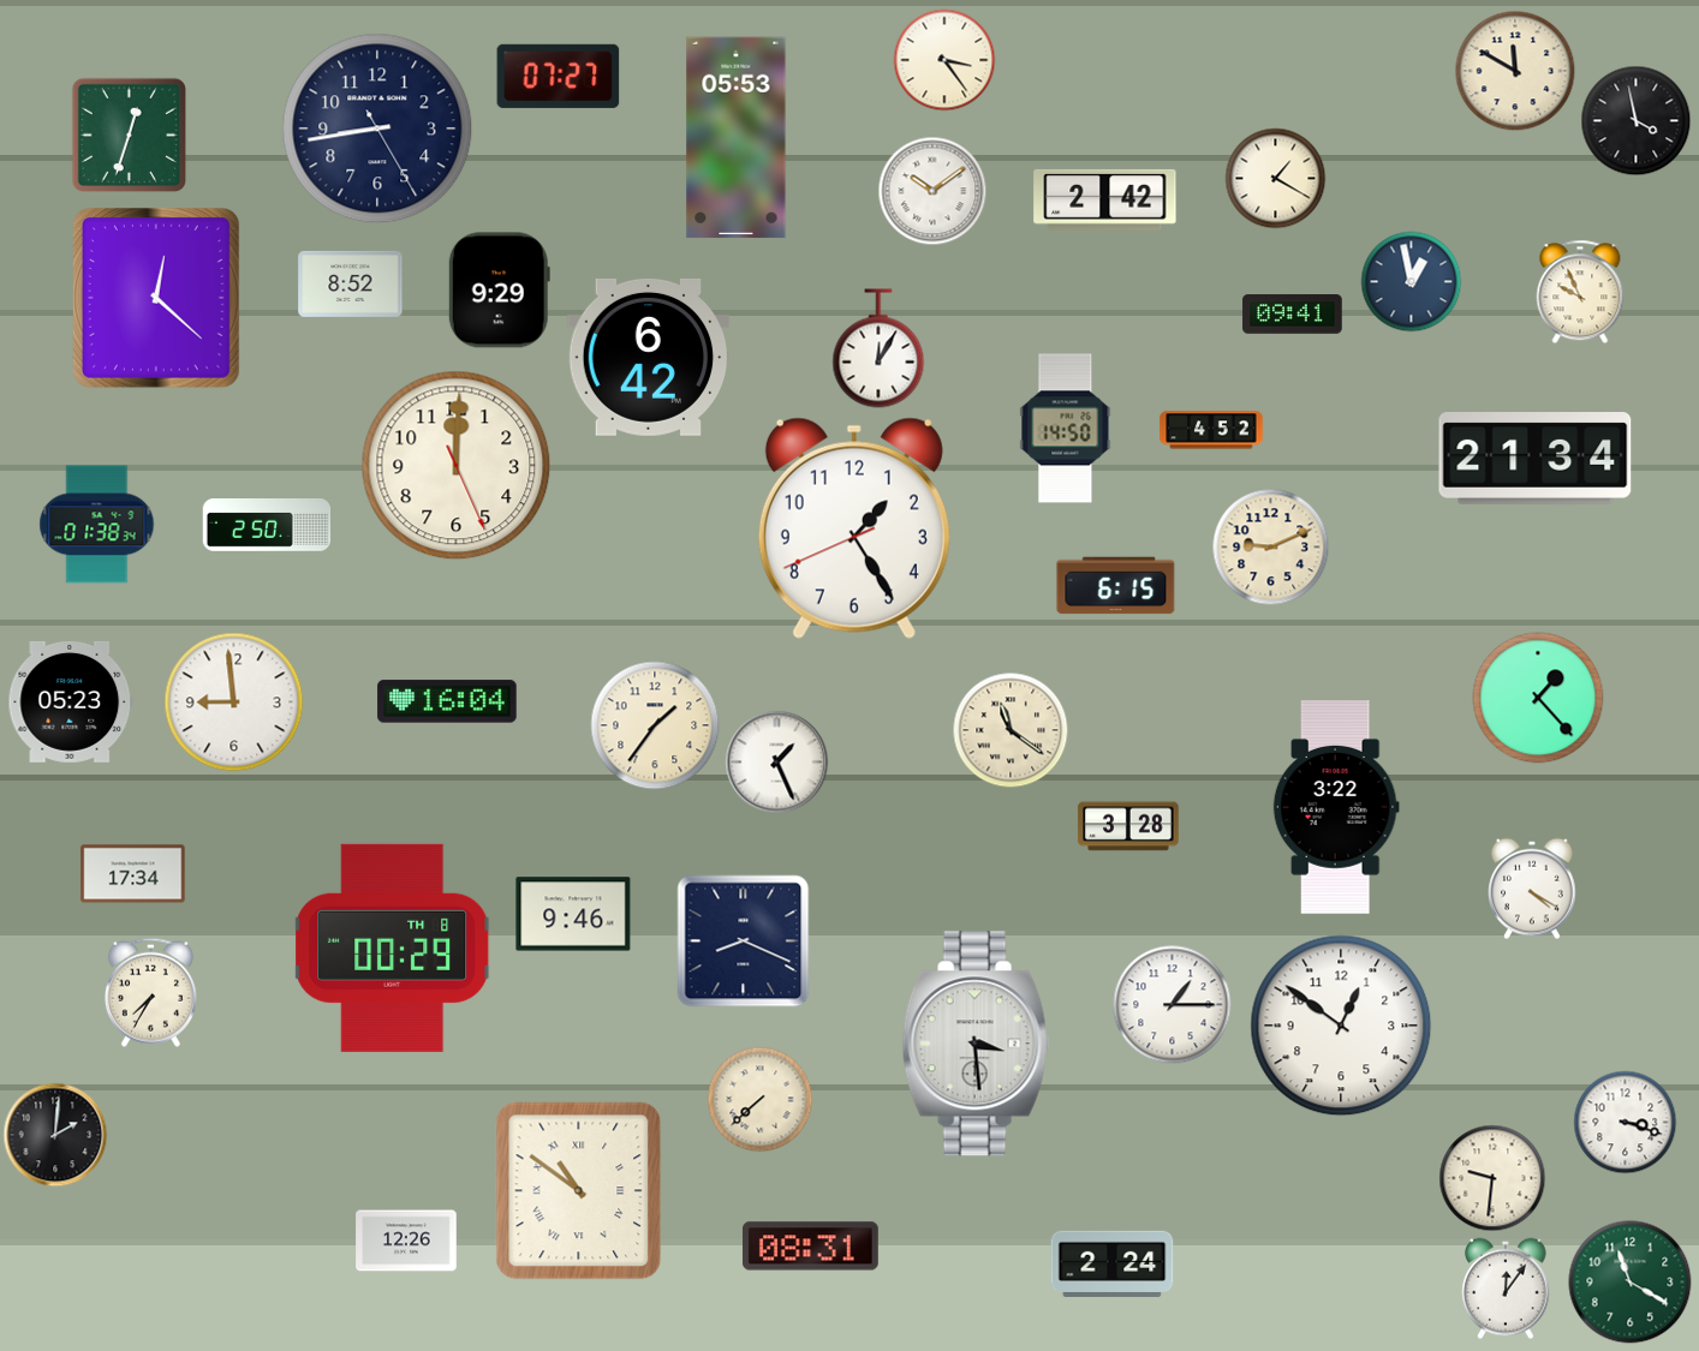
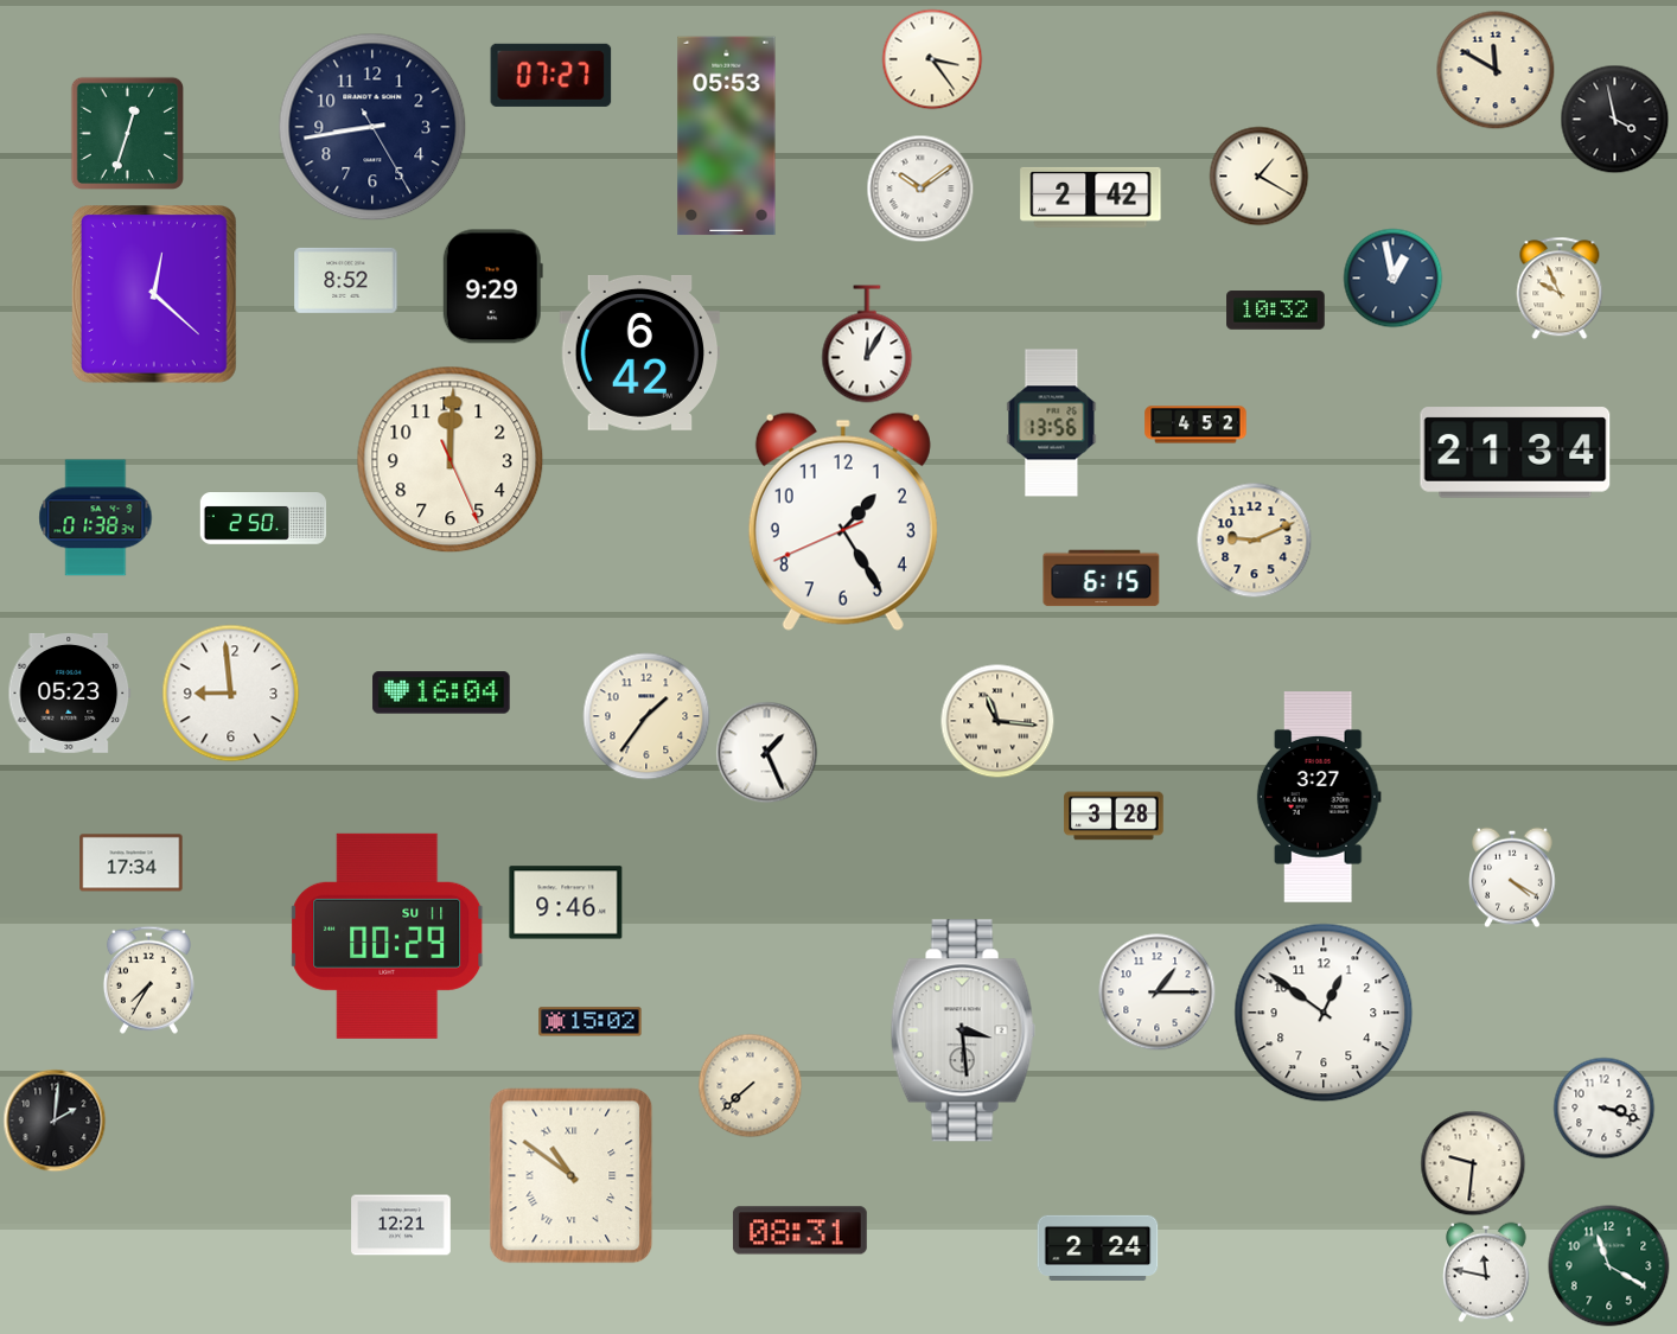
clock at (1293, 315): 09:41 -> 10:32
clock at (1066, 429): 14:50 -> 13:56
clock at (1538, 698): 1:23 -> none
clock at (1011, 730): 11:21 -> 11:16
clock at (1336, 807): 3:22 -> 3:27
clock at (744, 941): 8:19 -> none
clock at (393, 948) date: TH 8 -> SU 11
clock at (591, 1022): none -> 15:02
clock at (406, 1241): 12:26 -> 12:21
clock at (1506, 1289): 12:06 -> 11:47
